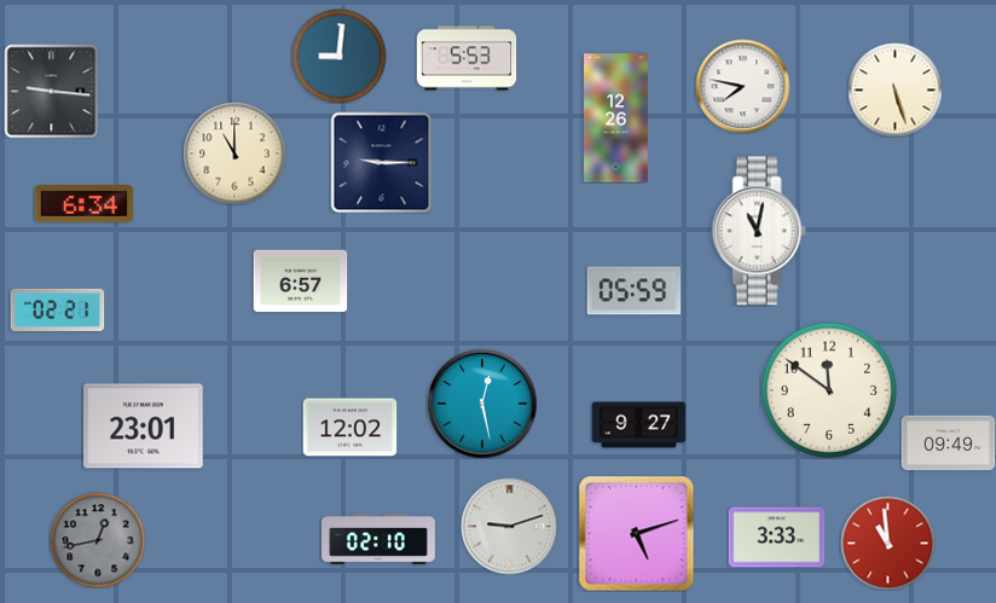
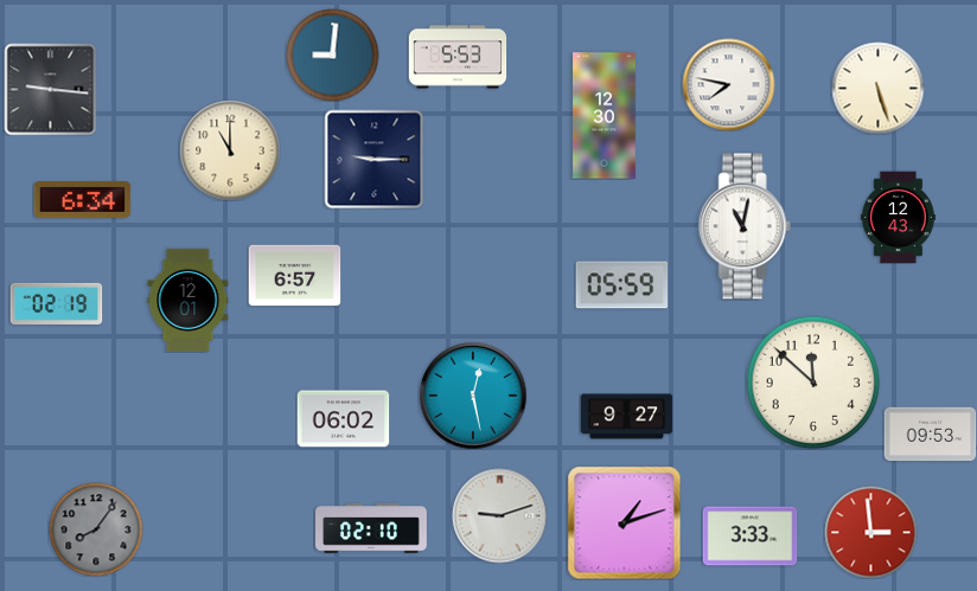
clock at (616, 118): 12:26 -> 12:30
clock at (899, 217): none -> 12:43
clock at (189, 300): none -> 12:01
clock at (57, 309): 02:21 -> 02:19
clock at (829, 390): 11:51 -> 11:52
clock at (144, 427): 23:01 -> none
clock at (349, 428): 12:02 -> 06:02
clock at (948, 443): 09:49 -> 09:53
clock at (636, 533): 5:12 -> 1:12
clock at (776, 538) position: (776, 538) -> (749, 537)
clock at (98, 540): 12:43 -> 8:06
clock at (887, 543): 10:59 -> 2:59
